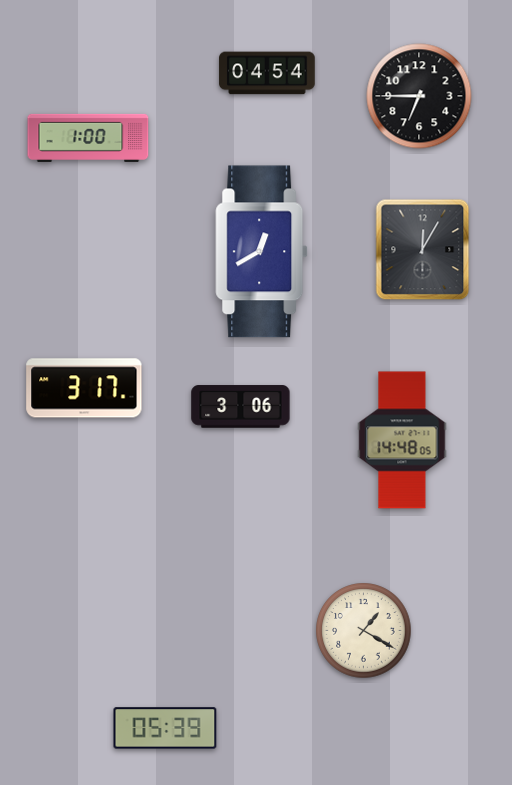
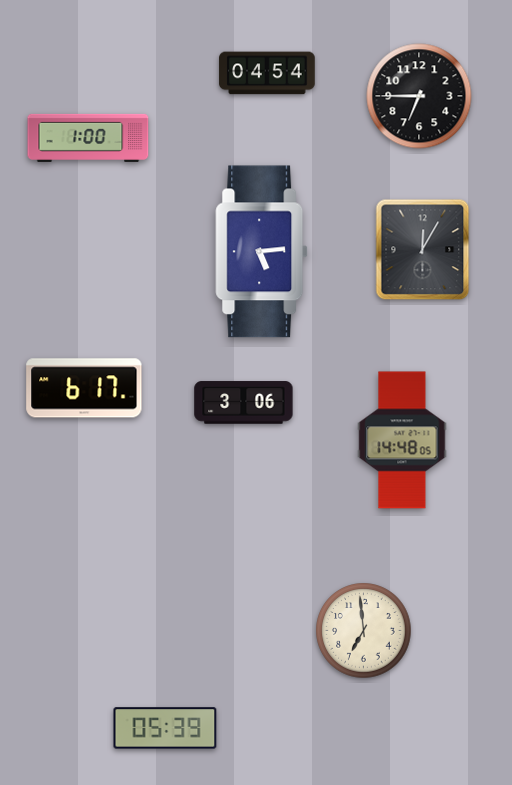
clock at (262, 252): 12:40 -> 5:14
clock at (84, 388): 3:17 -> 6:17
clock at (241, 407) position: (241, 407) -> (244, 403)
clock at (364, 631): 1:20 -> 6:59
